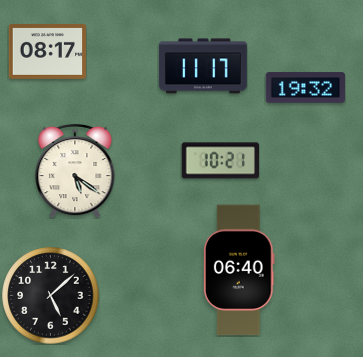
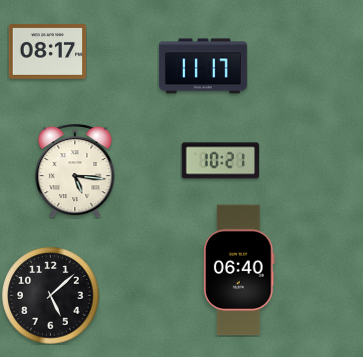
clock at (305, 88): 19:32 -> none
clock at (75, 171): 5:21 -> 5:16
